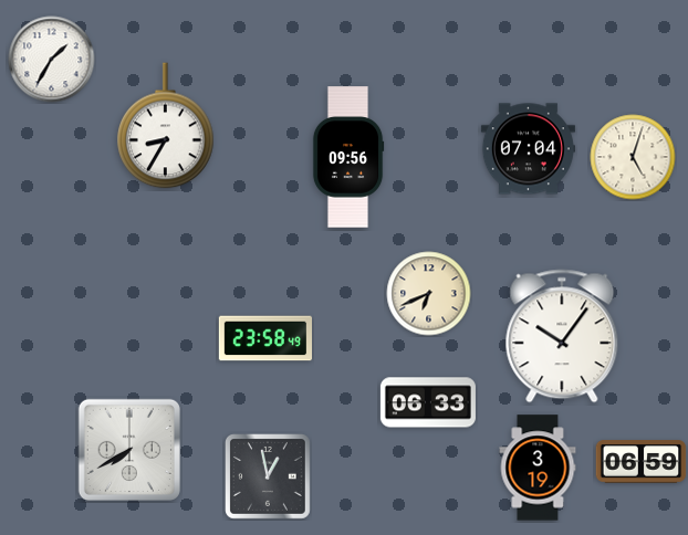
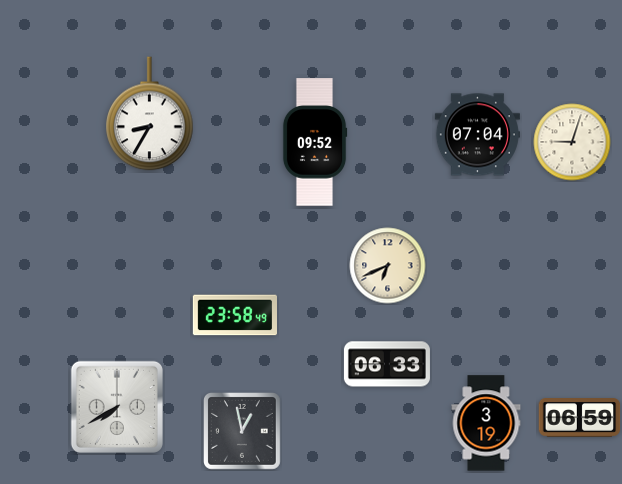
clock at (52, 60): 1:35 -> none
clock at (348, 157): 09:56 -> 09:52
clock at (633, 157): 5:03 -> 9:03
clock at (562, 336): 10:06 -> none
clock at (264, 338) position: (264, 338) -> (234, 315)
